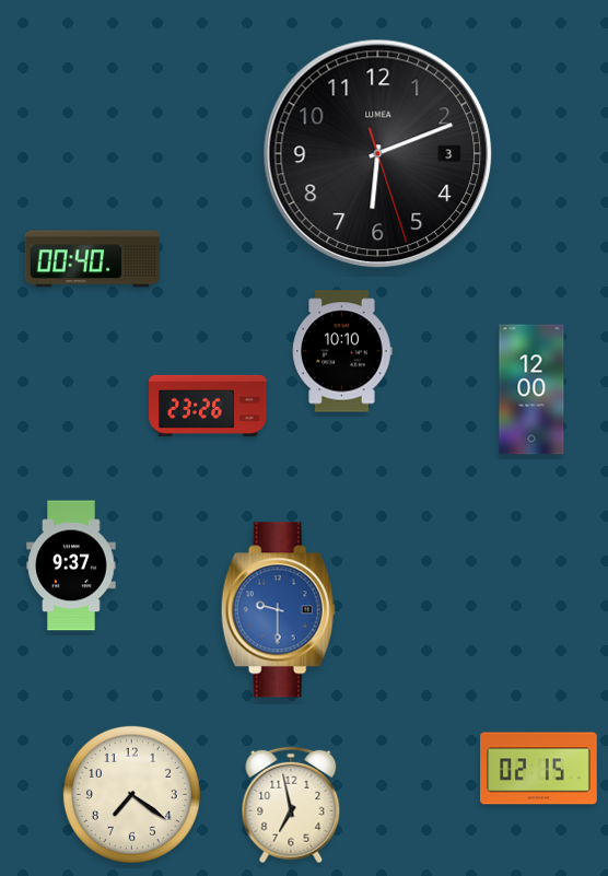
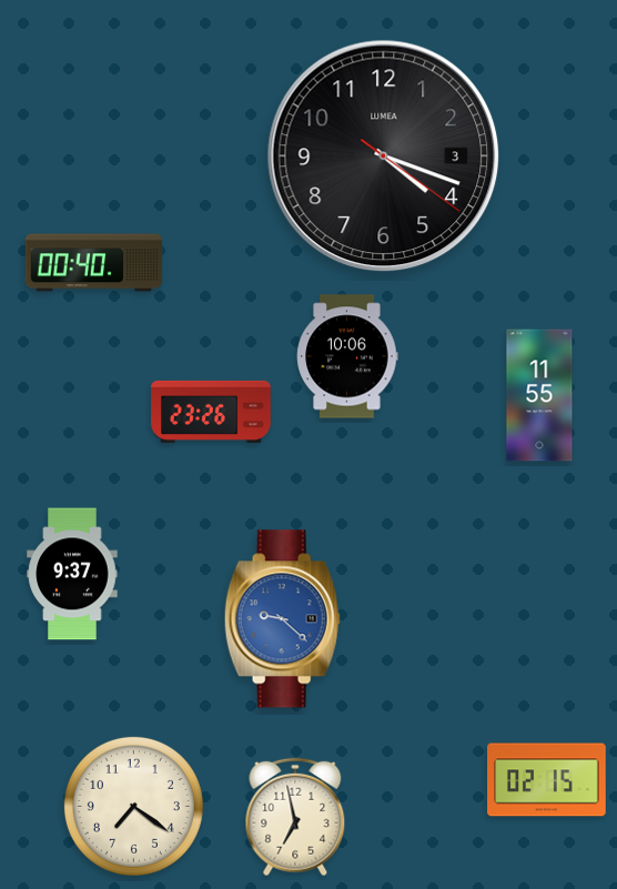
clock at (378, 154): 6:11 -> 4:18
clock at (342, 351): 10:10 -> 10:06
clock at (531, 389): 12:00 -> 11:55
clock at (278, 610): 9:30 -> 9:22
